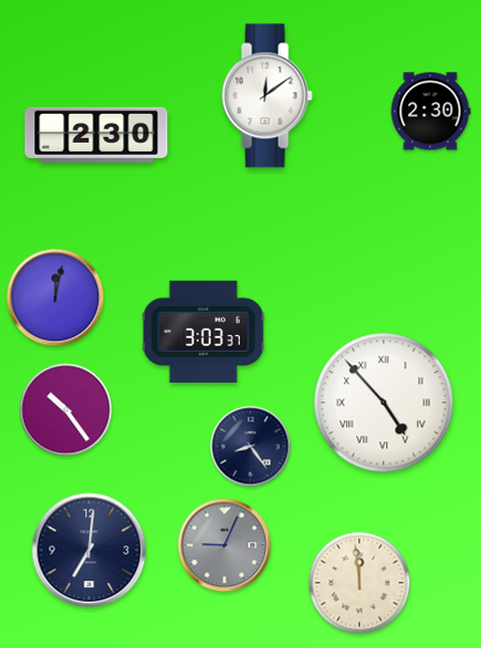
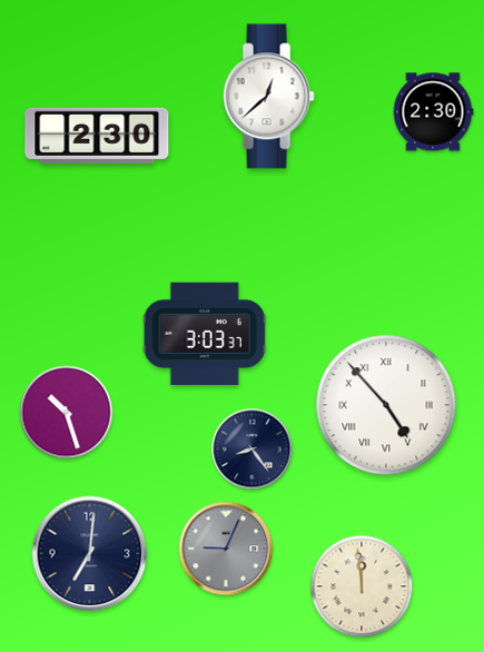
clock at (266, 96): 12:09 -> 12:38
clock at (55, 297): 12:02 -> none
clock at (66, 410): 10:24 -> 10:27
